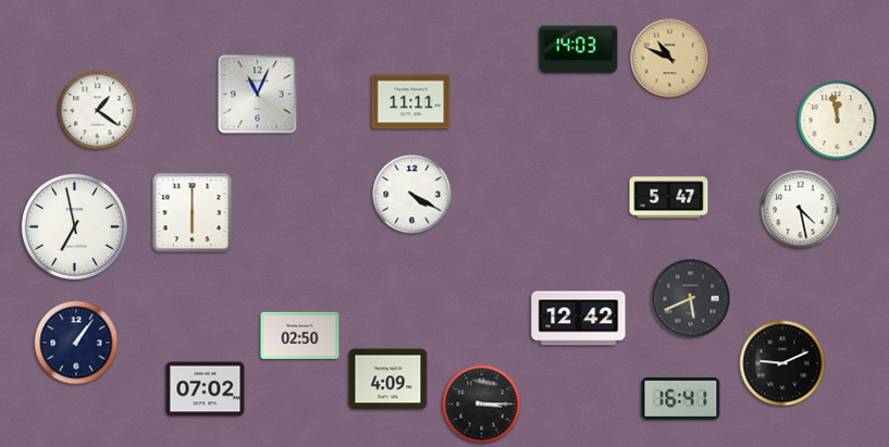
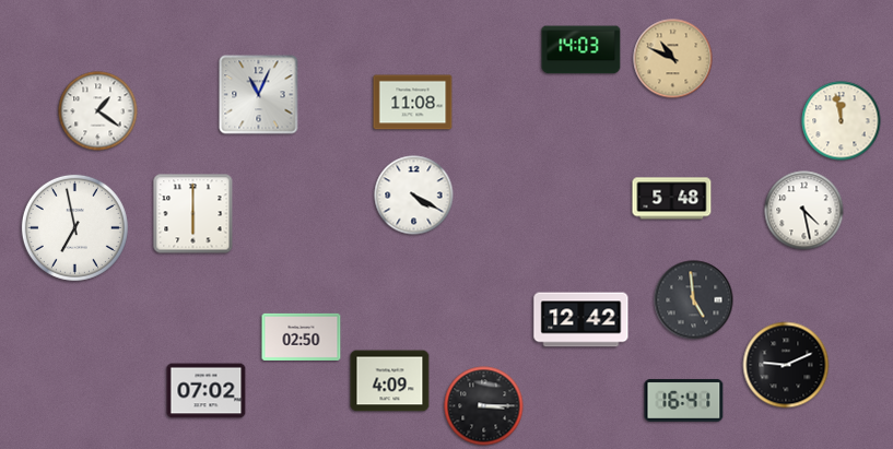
clock at (411, 102): 11:11 -> 11:08
clock at (669, 198): 5:47 -> 5:48
clock at (691, 299): 5:41 -> 4:59
clock at (76, 343): 1:06 -> none
